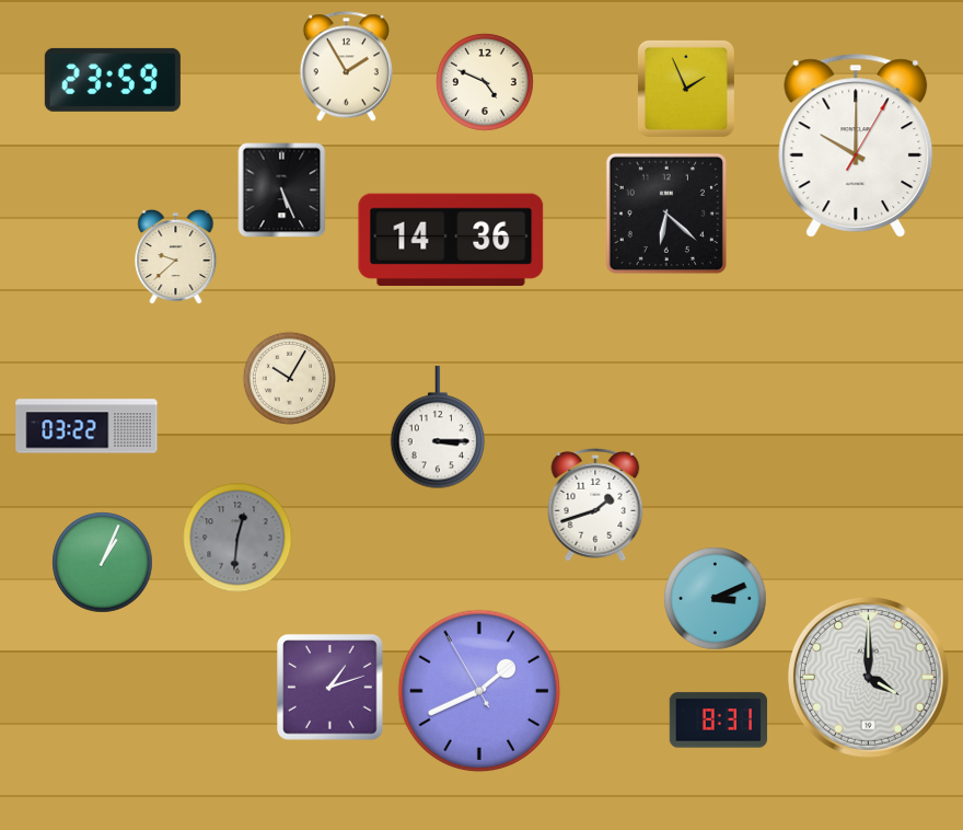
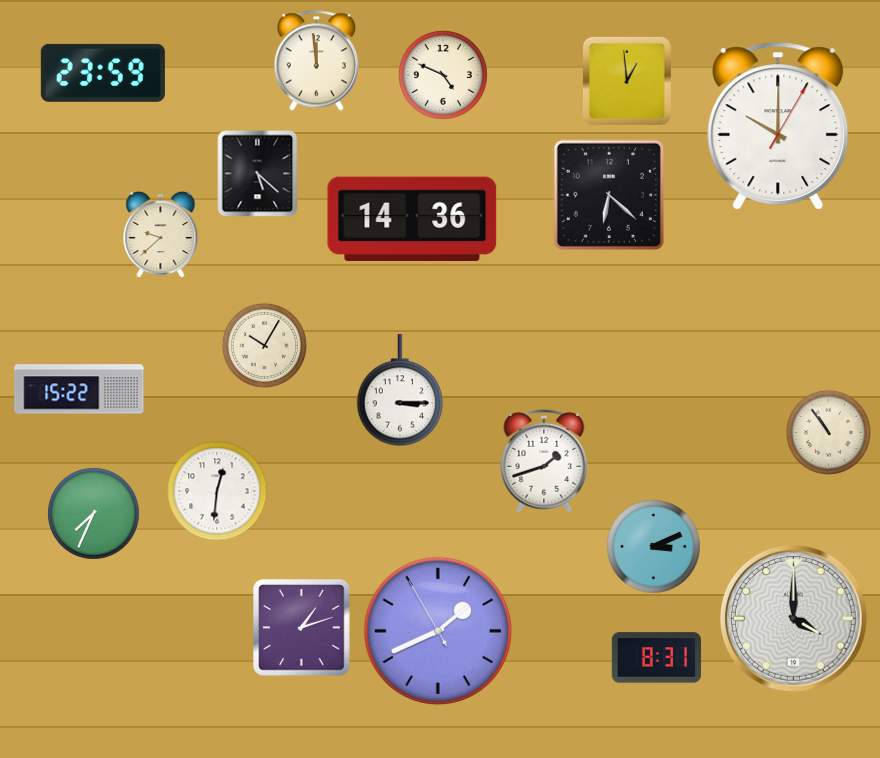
clock at (346, 67): 1:55 -> 11:59
clock at (686, 89): 1:56 -> 12:59
clock at (856, 146) position: (856, 146) -> (778, 126)
clock at (282, 191): 5:26 -> 5:22
clock at (86, 426): 03:22 -> 15:22
clock at (828, 432): none -> 10:54
clock at (237, 538) dial: grey -> white
clock at (103, 563): 1:04 -> 7:34
